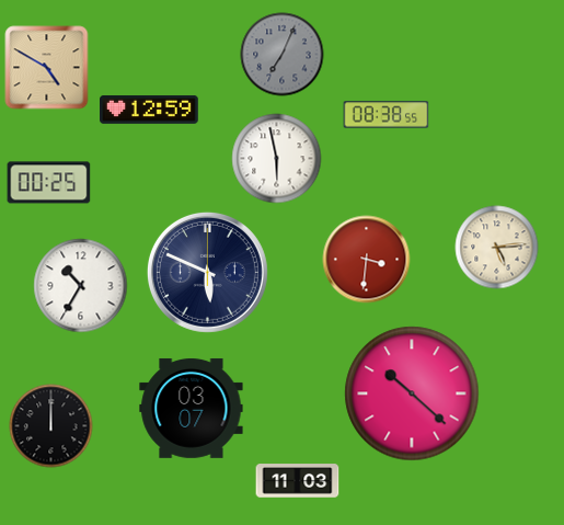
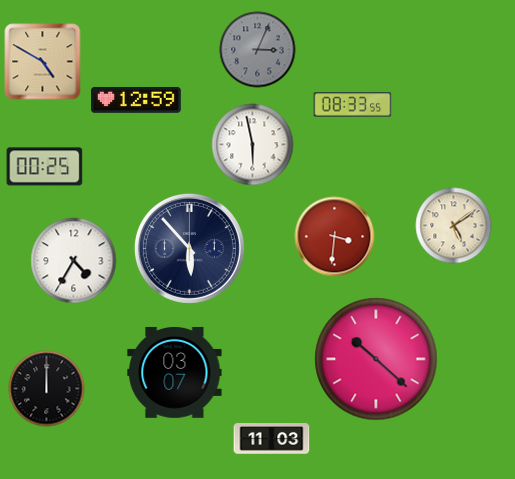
clock at (283, 55): 7:04 -> 3:04
clock at (387, 115): 08:38 -> 08:33
clock at (497, 248): 5:14 -> 5:09
clock at (207, 272): 5:49 -> 5:53
clock at (81, 286): 10:35 -> 4:35
